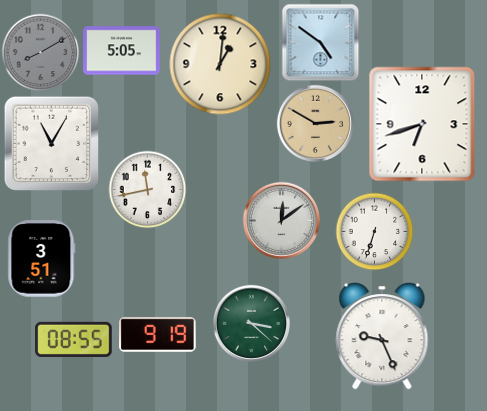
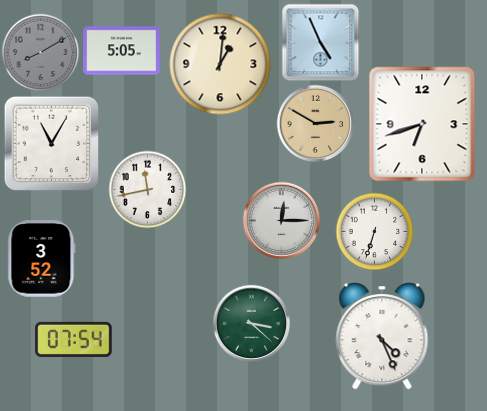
clock at (320, 42): 4:51 -> 4:56
clock at (281, 220): 12:09 -> 12:15
clock at (42, 259): 3:51 -> 3:52
clock at (158, 334): 9:19 -> none
clock at (382, 336): 9:26 -> 4:26
clock at (74, 339): 08:55 -> 07:54
